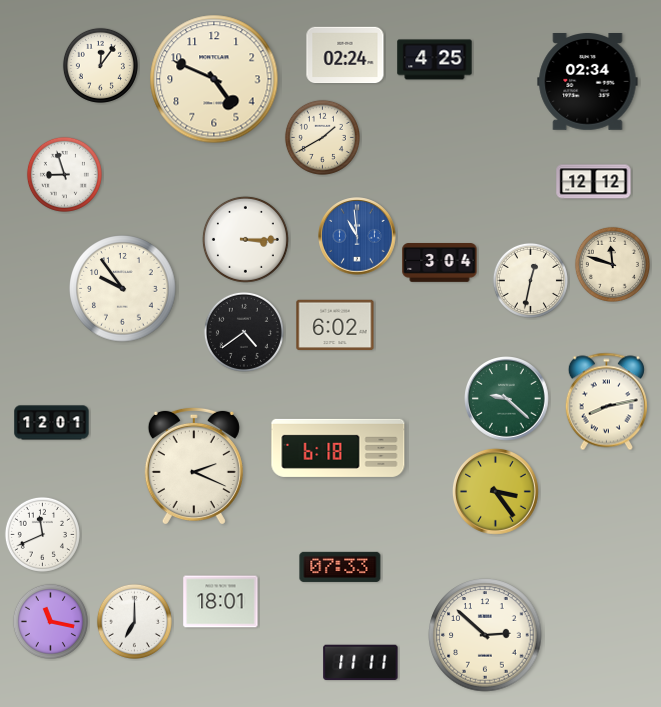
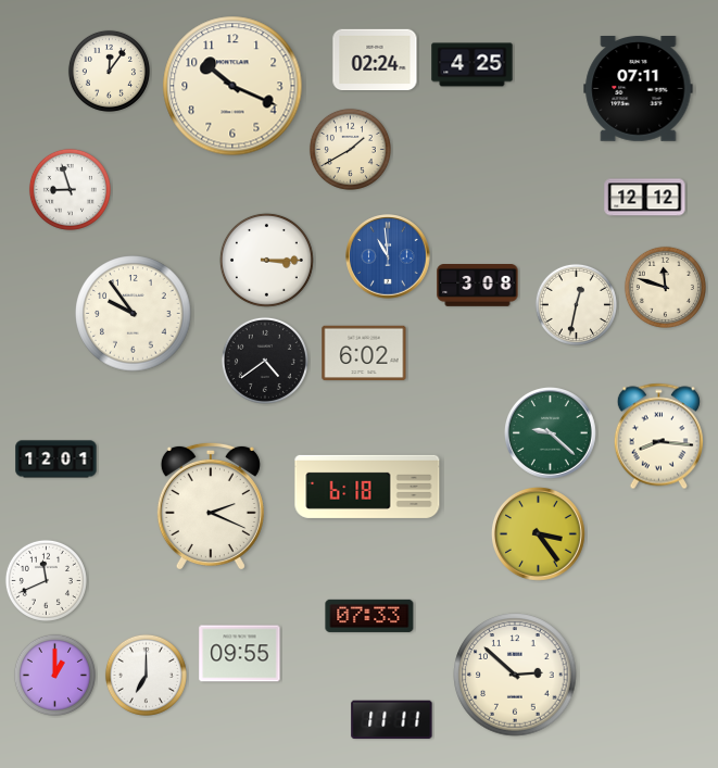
clock at (214, 79): 4:49 -> 10:19
clock at (588, 82): 02:34 -> 07:11
clock at (440, 263): 3:04 -> 3:08
clock at (606, 402): 8:13 -> 8:16
clock at (221, 602): 18:01 -> 09:55
clock at (50, 621): 11:17 -> 1:00
clock at (485, 635) position: (485, 635) -> (515, 675)
